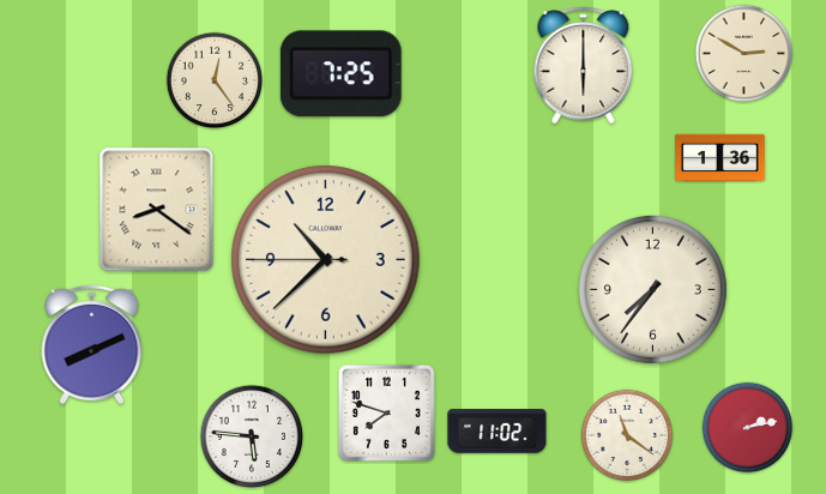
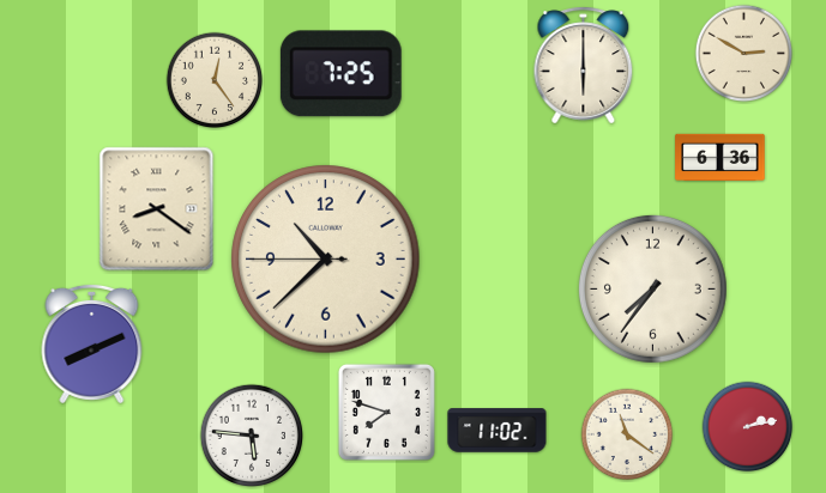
clock at (721, 157): 1:36 -> 6:36
